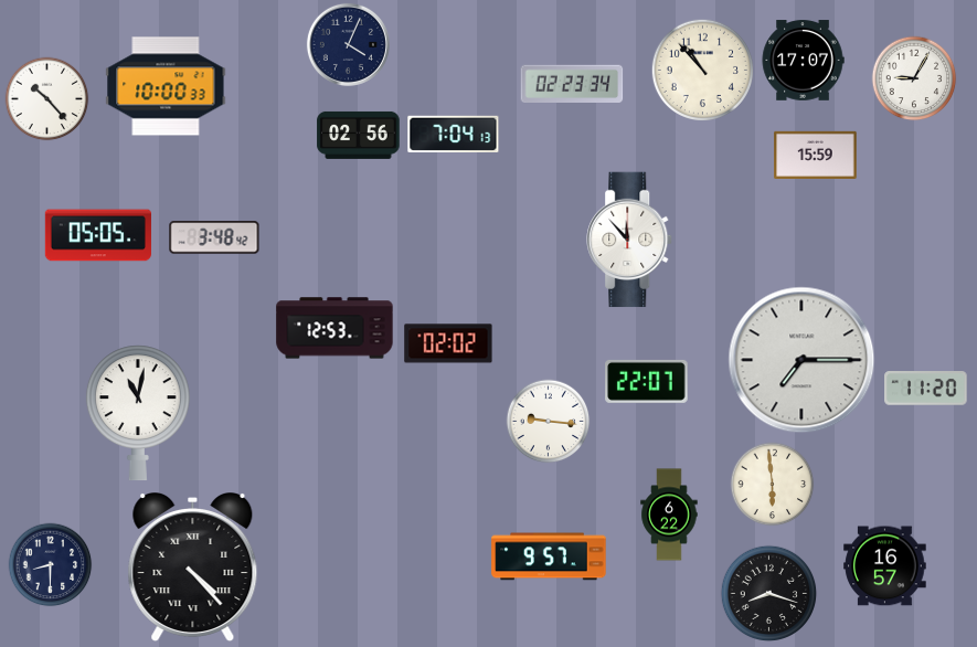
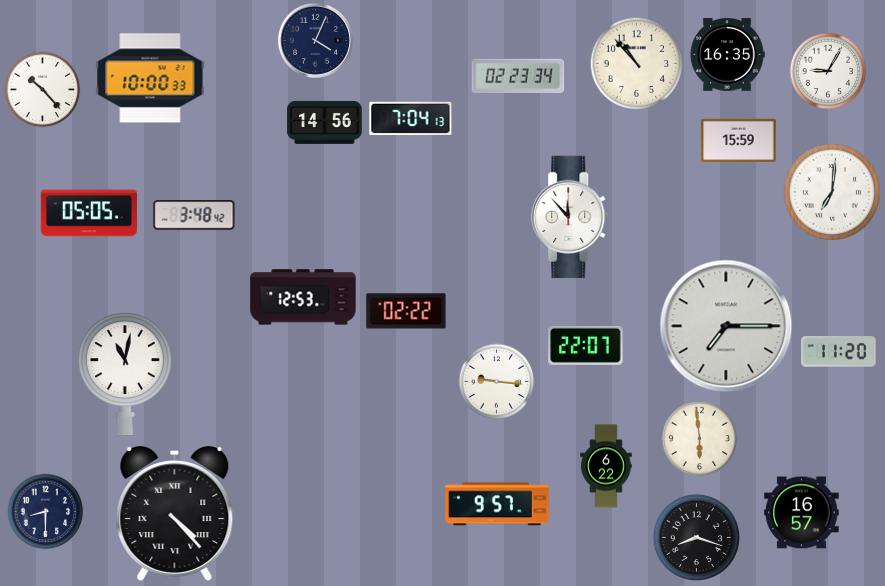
clock at (803, 61): 17:07 -> 16:35
clock at (454, 134) position: (454, 134) -> (411, 118)
clock at (359, 135): 02:56 -> 14:56
clock at (832, 192): none -> 7:01
clock at (448, 343): 02:02 -> 02:22
